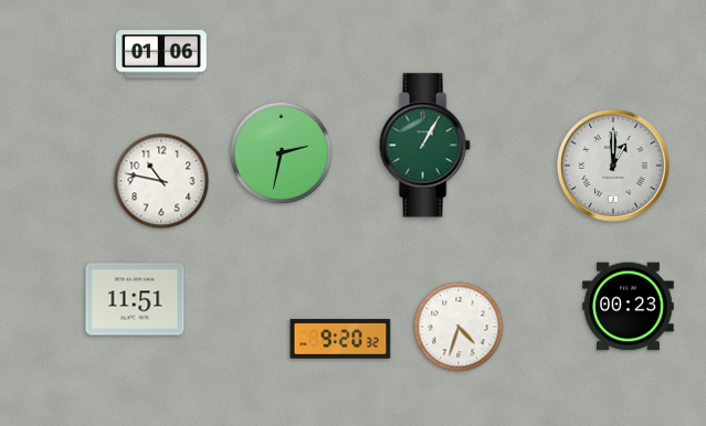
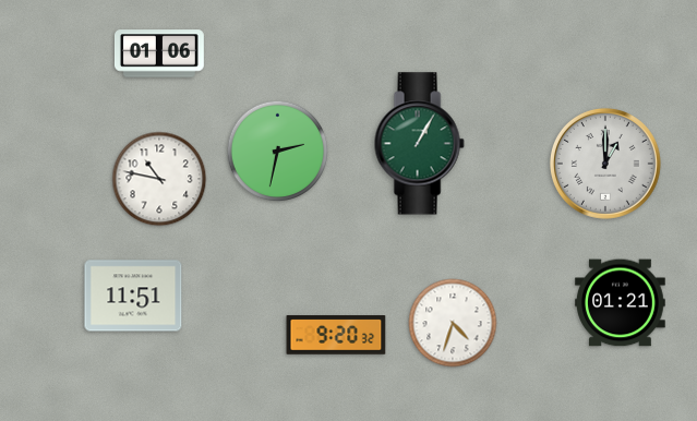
clock at (629, 307): 00:23 -> 01:21
